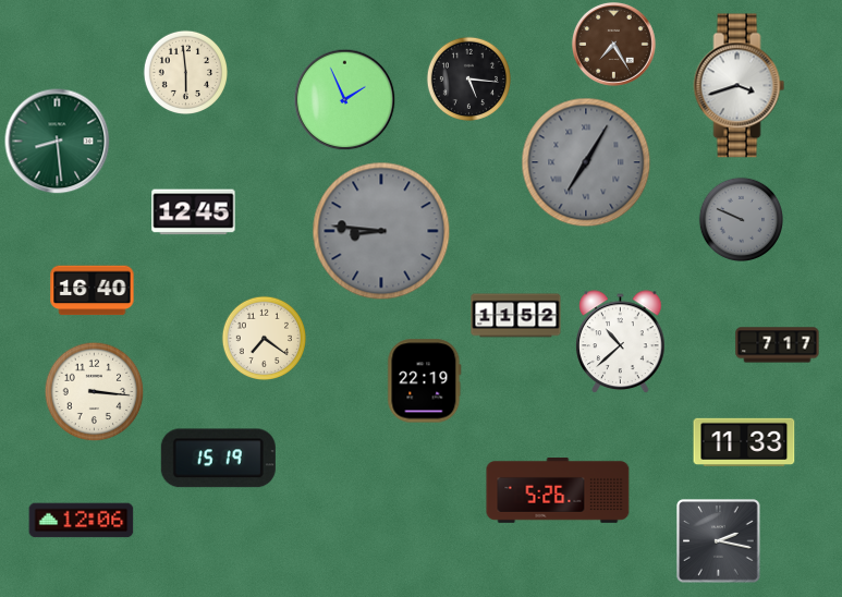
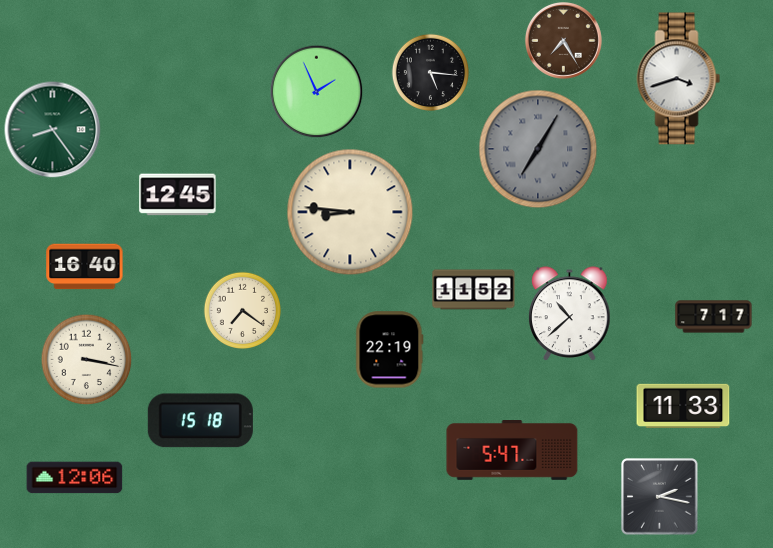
clock at (185, 72): 5:59 -> none
clock at (58, 142): 8:29 -> 8:24
clock at (741, 219): 9:49 -> none
clock at (381, 231) dial: grey -> cream
clock at (94, 391): 3:16 -> 3:17
clock at (218, 459): 15:19 -> 15:18
clock at (558, 491): 5:26 -> 5:47
